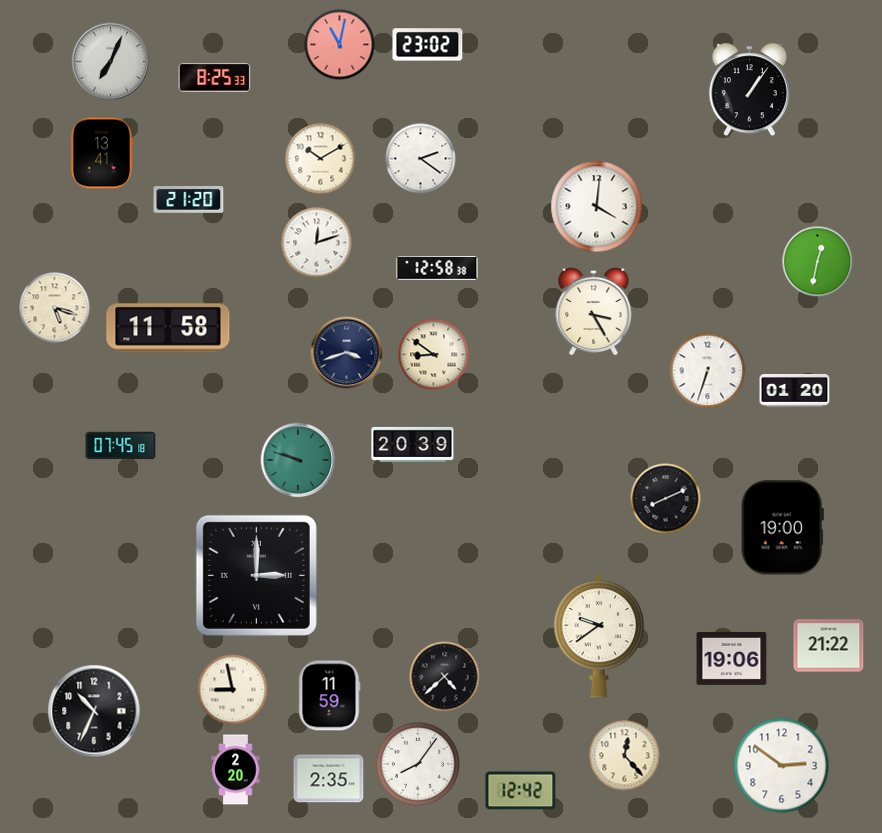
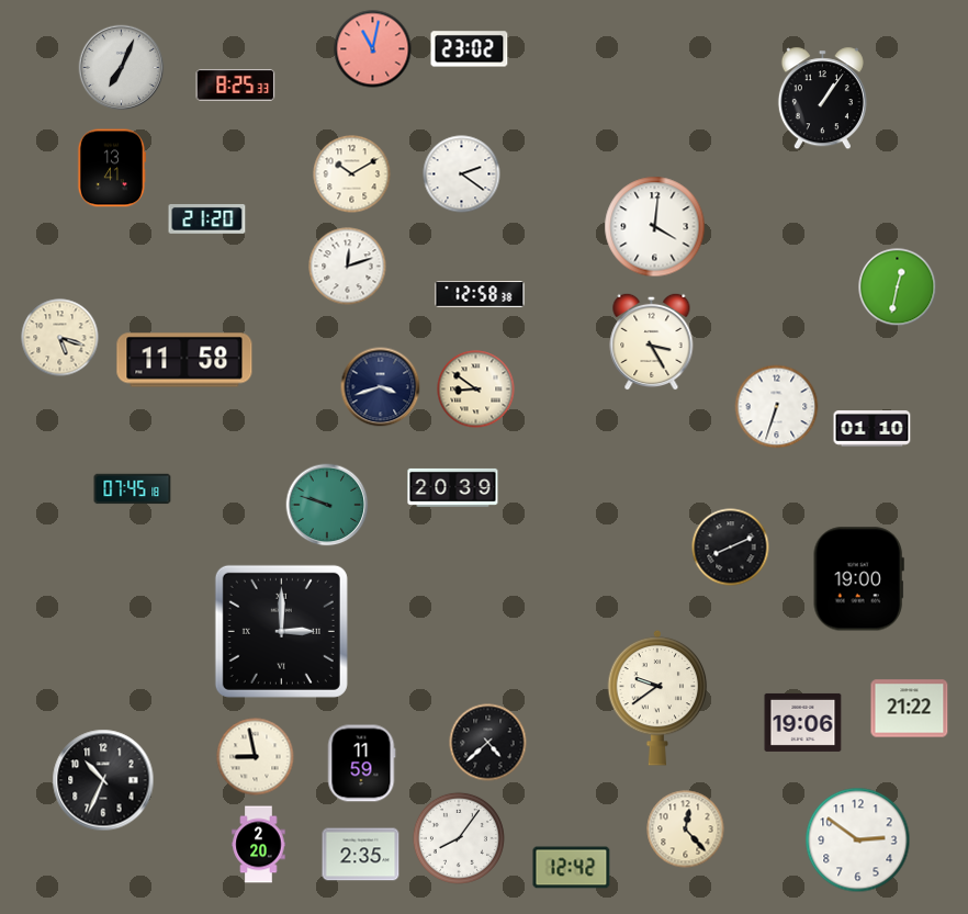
clock at (795, 391): 01:20 -> 01:10
